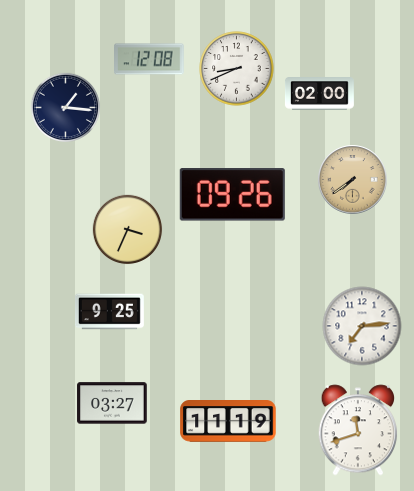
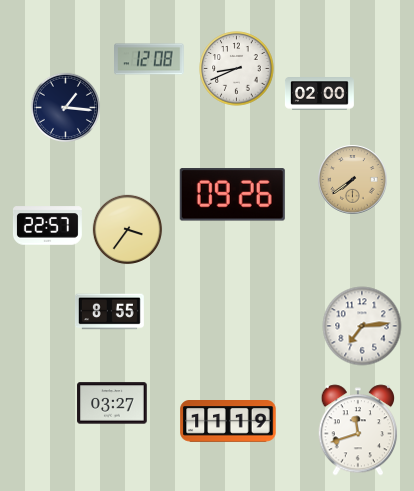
clock at (47, 226): none -> 22:57
clock at (128, 230): 3:34 -> 3:36
clock at (109, 312): 9:25 -> 8:55
